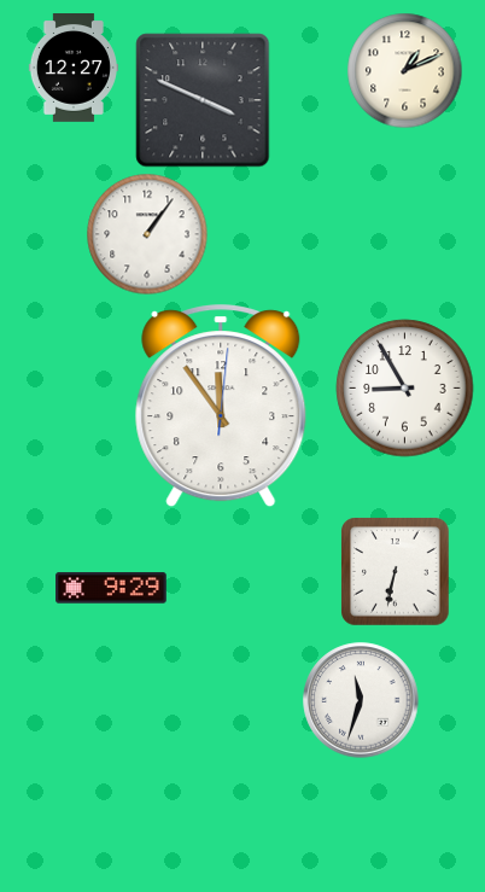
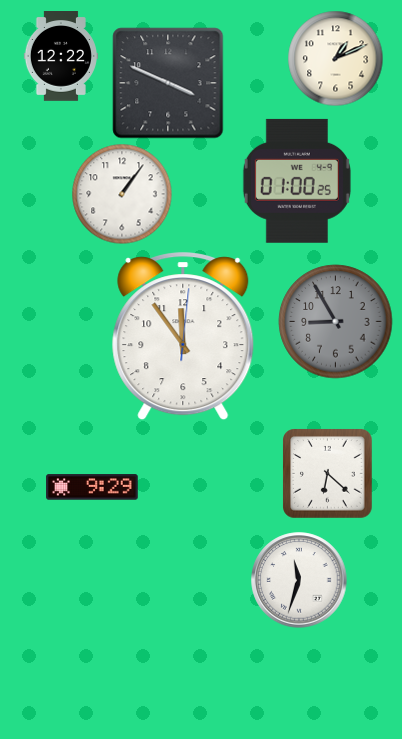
clock at (72, 69): 12:27 -> 12:22
clock at (297, 181): none -> 01:00
clock at (405, 389) dial: white -> grey
clock at (396, 572): 6:32 -> 6:22
